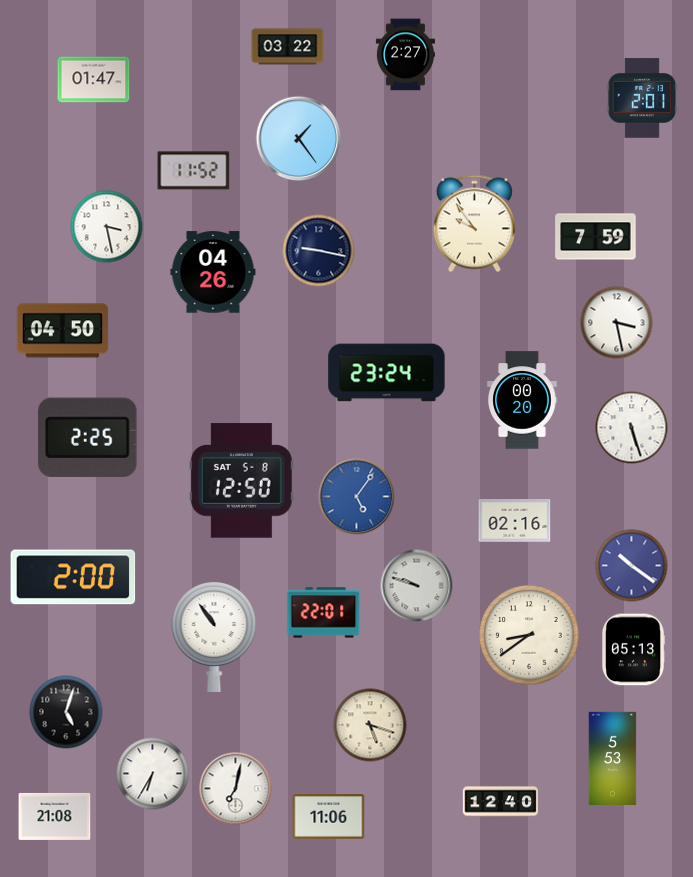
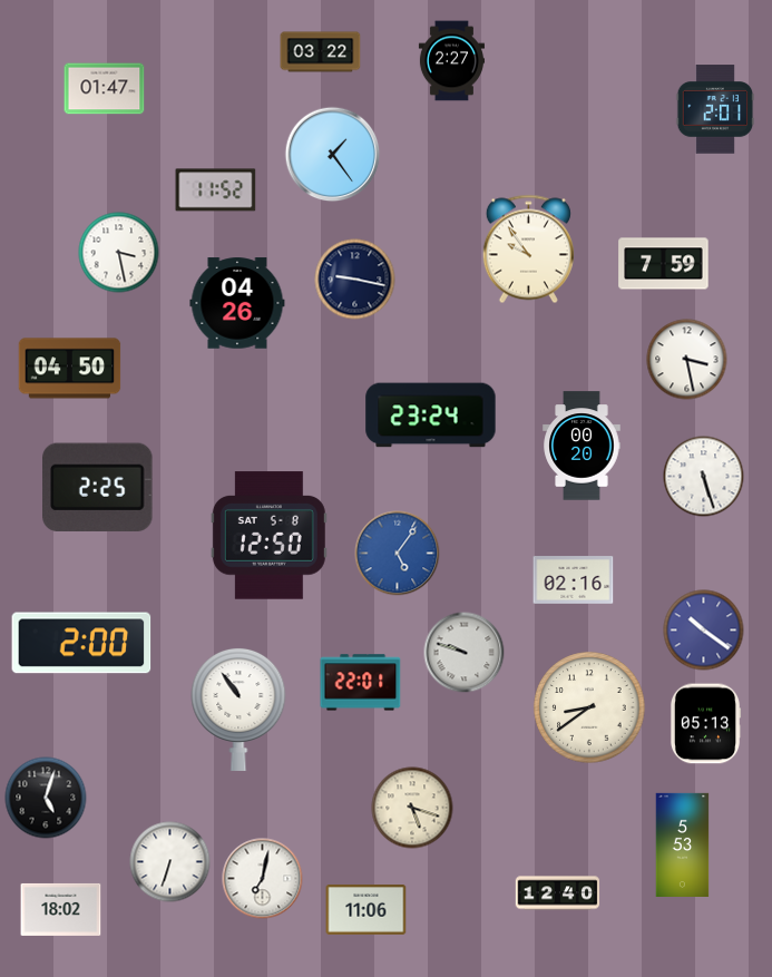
clock at (66, 712) position: (66, 712) -> (46, 798)
clock at (153, 774): 6:35 -> 6:33
clock at (55, 816): 21:08 -> 18:02
